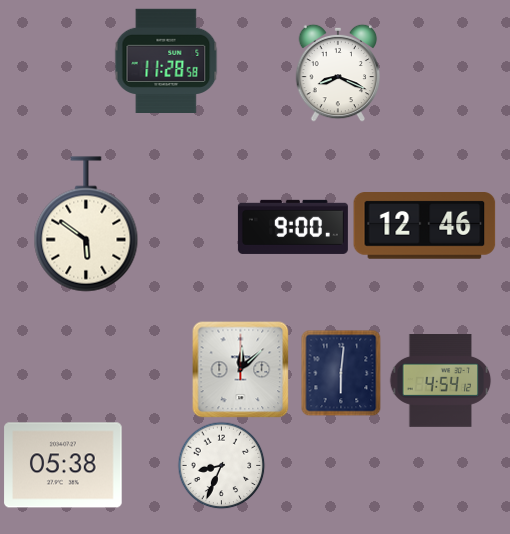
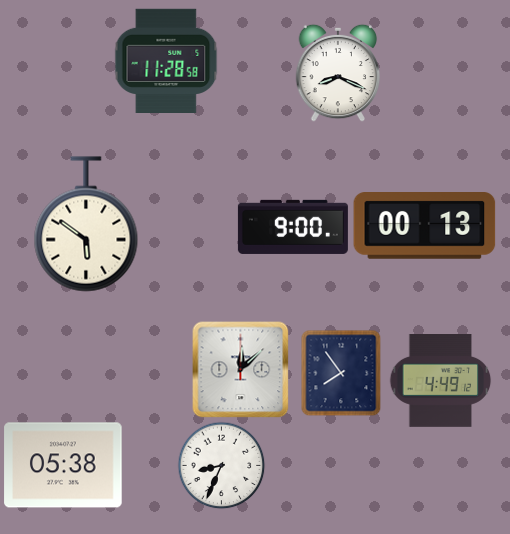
clock at (425, 226): 12:46 -> 00:13
clock at (341, 373): 6:01 -> 7:54
clock at (440, 381): 4:54 -> 4:49
